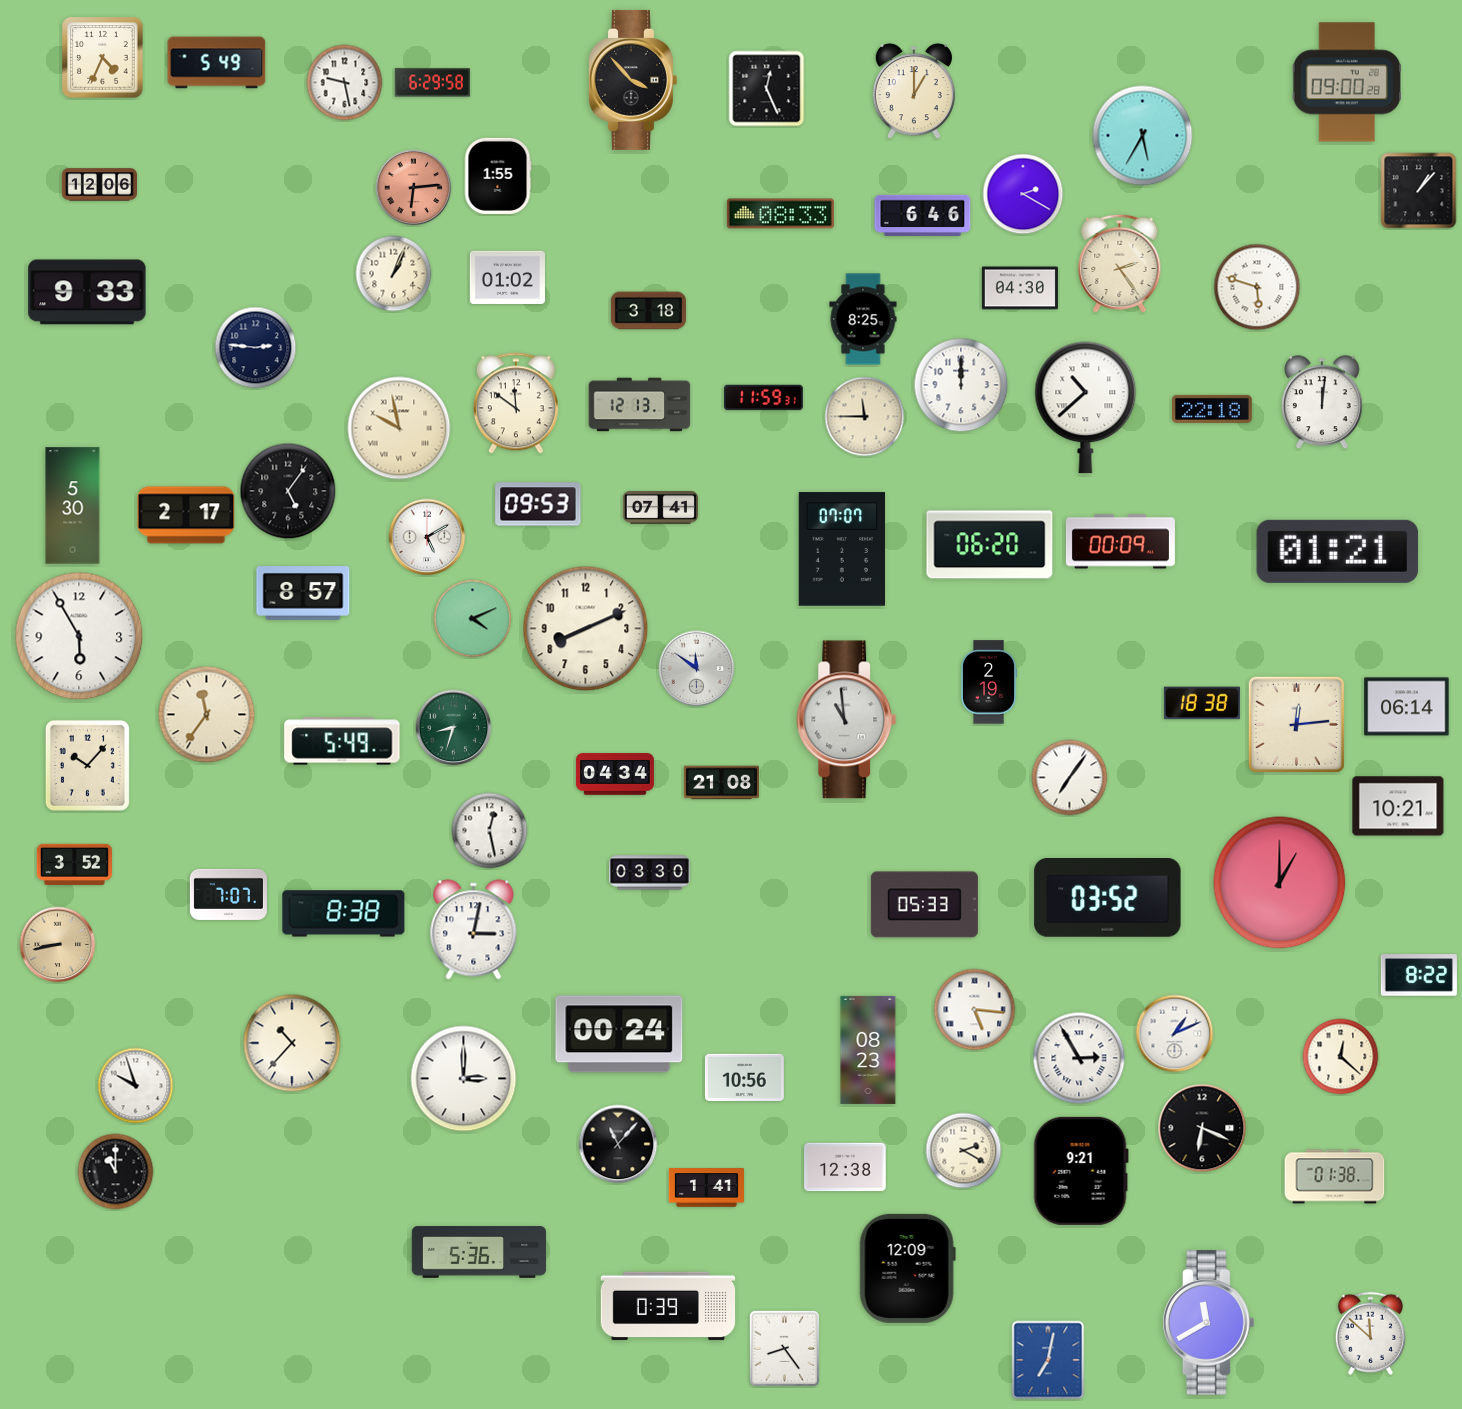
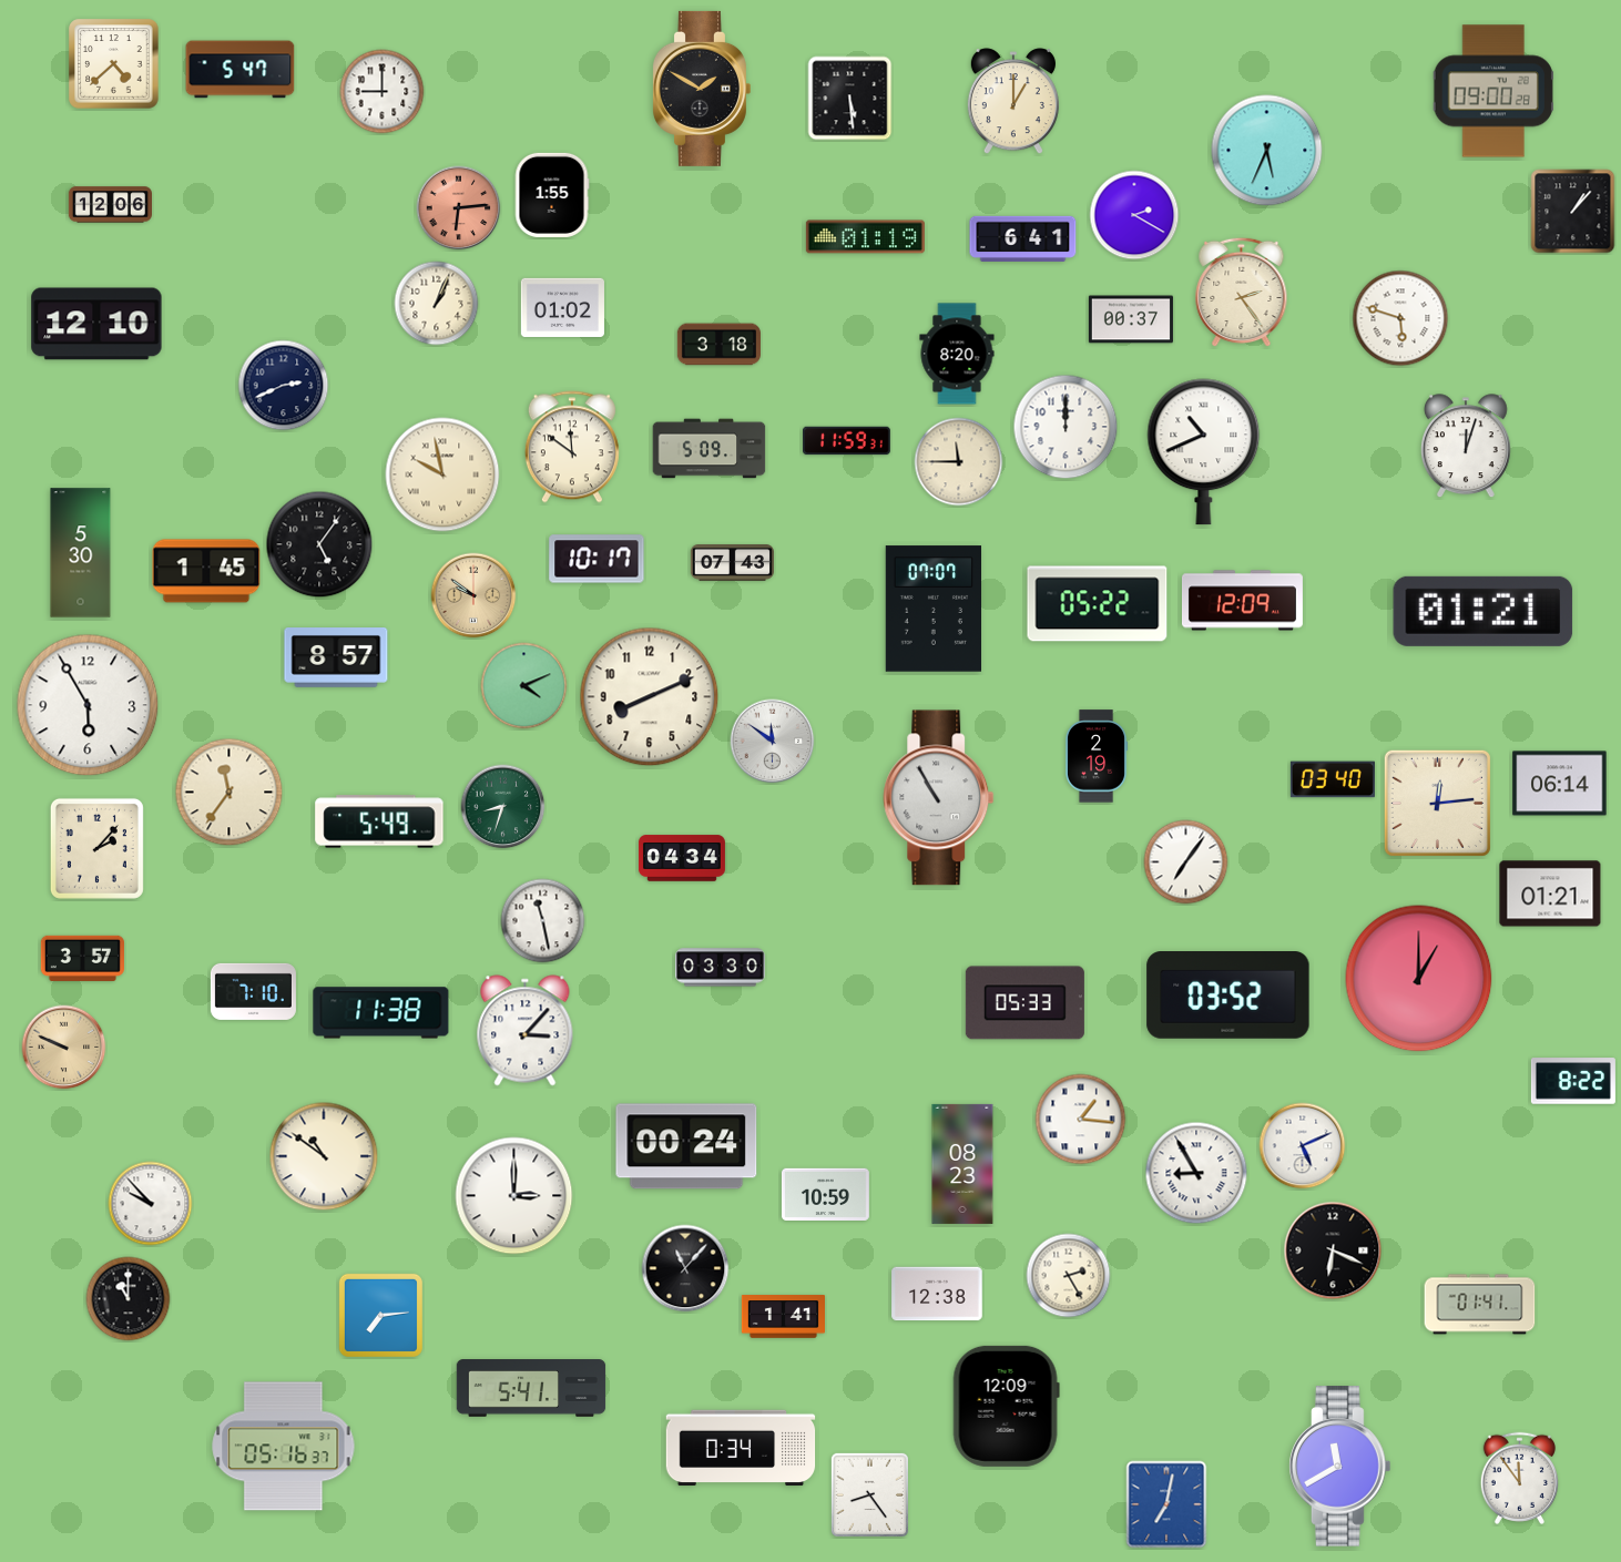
clock at (103, 58): 4:34 -> 4:38
clock at (217, 63): 5:49 -> 5:47
clock at (632, 80): 3:53 -> 1:50
clock at (345, 83): 9:28 -> 9:00
clock at (432, 83): 6:29 -> none
clock at (767, 89): 12:26 -> 5:29
clock at (1143, 136): 5:35 -> 5:34
clock at (780, 214): 08:33 -> 01:19
clock at (923, 215): 6:46 -> 6:41
clock at (1257, 287) position: (1257, 287) -> (1400, 318)
clock at (1020, 288): 04:30 -> 00:37
clock at (87, 292): 9:33 -> 12:10
clock at (863, 319): 8:25 -> 8:20
clock at (256, 348): 2:46 -> 2:41
clock at (1322, 403): 12:01 -> 12:03
clock at (640, 405): 12:13 -> 5:09
clock at (1086, 408): 10:38 -> 10:41
clock at (1213, 409): 22:18 -> none
clock at (538, 504): 09:53 -> 10:17
clock at (73, 506) position: (73, 506) -> (81, 553)
clock at (660, 508): 07:41 -> 07:43
clock at (186, 515): 2:17 -> 1:45
clock at (427, 537): 5:10 -> 9:51
clock at (427, 537) dial: white -> champagne
clock at (1120, 542): 00:09 -> 12:09
clock at (990, 545): 06:20 -> 05:22
clock at (1202, 703): 18:38 -> 03:40
clock at (847, 720): 10:59 -> 10:55
clock at (87, 765): 10:07 -> 2:07
clock at (721, 783): 21:08 -> none
clock at (1398, 806): 10:21 -> 01:21
clock at (490, 831): 12:28 -> 11:28
clock at (74, 864): 3:52 -> 3:57
clock at (228, 894): 7:07 -> 7:10
clock at (344, 914): 8:38 -> 11:38
clock at (474, 930): 3:02 -> 3:07
clock at (58, 945): 8:43 -> 9:49
clock at (975, 1010): 5:16 -> 1:16
clock at (1175, 1034): 1:11 -> 5:11
clock at (292, 1043): 10:37 -> 10:51
clock at (1341, 1057): 12:22 -> none
clock at (1079, 1058): 2:55 -> 8:55
clock at (744, 1077): 10:56 -> 10:59
clock at (136, 1086): 9:57 -> 9:53
clock at (964, 1151): 2:20 -> 2:25
clock at (1081, 1171): 9:21 -> none
clock at (1335, 1177): 01:38 -> 01:41
clock at (380, 1315): none -> 7:14
clock at (479, 1252): 5:36 -> 5:41
clock at (284, 1447): none -> 05:16
clock at (668, 1306): 0:39 -> 0:34
clock at (1370, 1333): 11:52 -> 11:54
clock at (1048, 1360) position: (1048, 1360) -> (1166, 1504)
